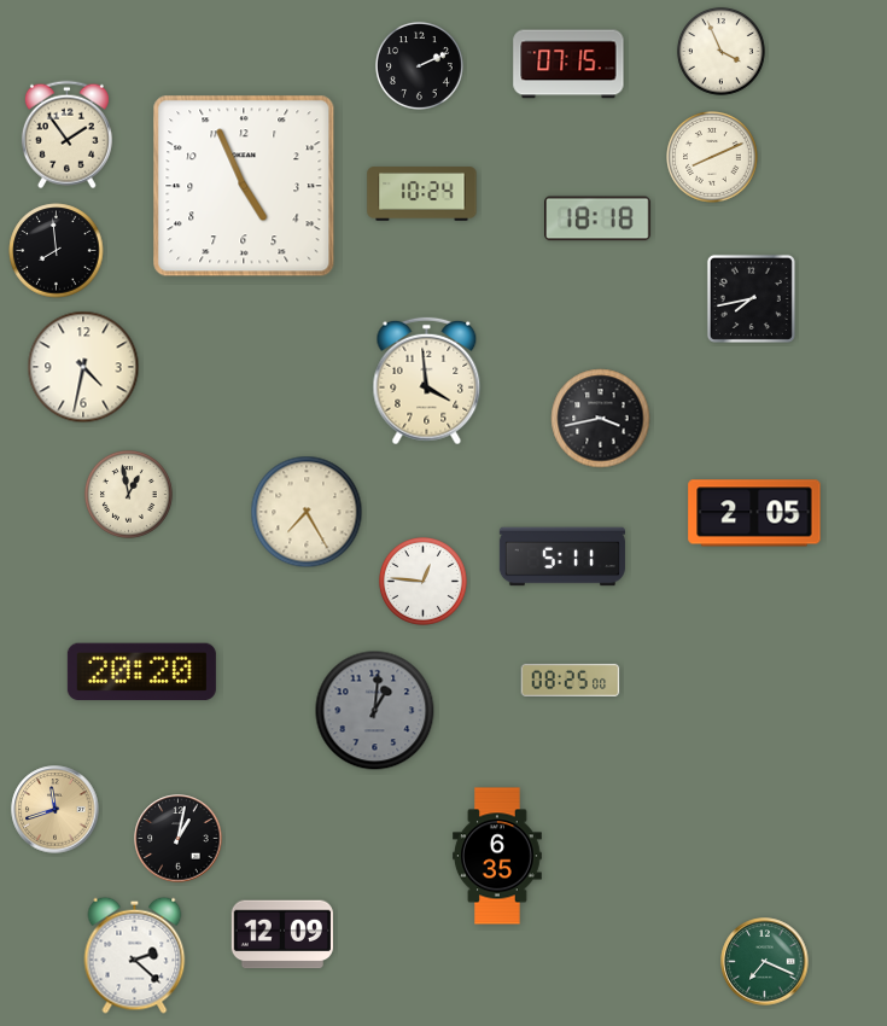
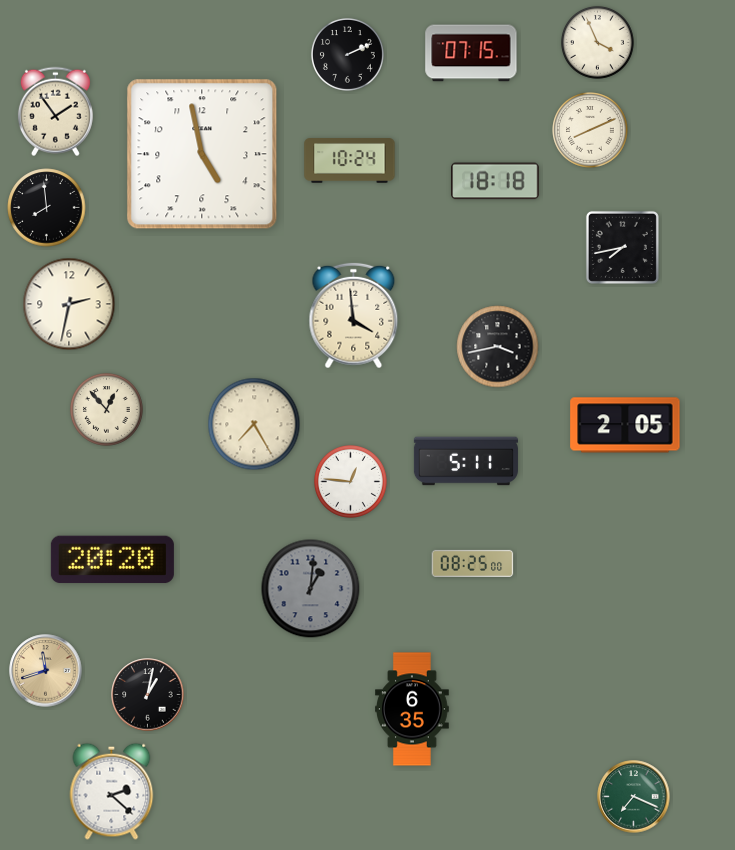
clock at (244, 186): 4:56 -> 4:58
clock at (83, 367): 4:32 -> 2:32
clock at (128, 494): 12:58 -> 12:53
clock at (141, 672) position: (141, 672) -> (112, 560)
clock at (282, 934): 12:09 -> none
